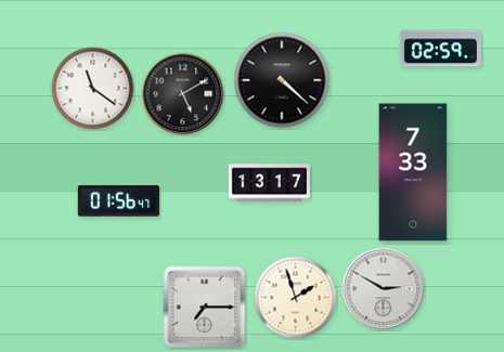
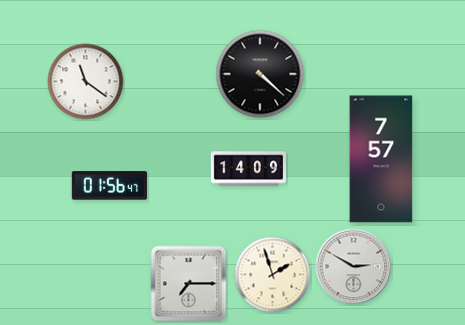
clock at (440, 49): 02:59 -> none
clock at (183, 94): 5:10 -> none
clock at (413, 172): 7:33 -> 7:57
clock at (269, 183): 13:17 -> 14:09
